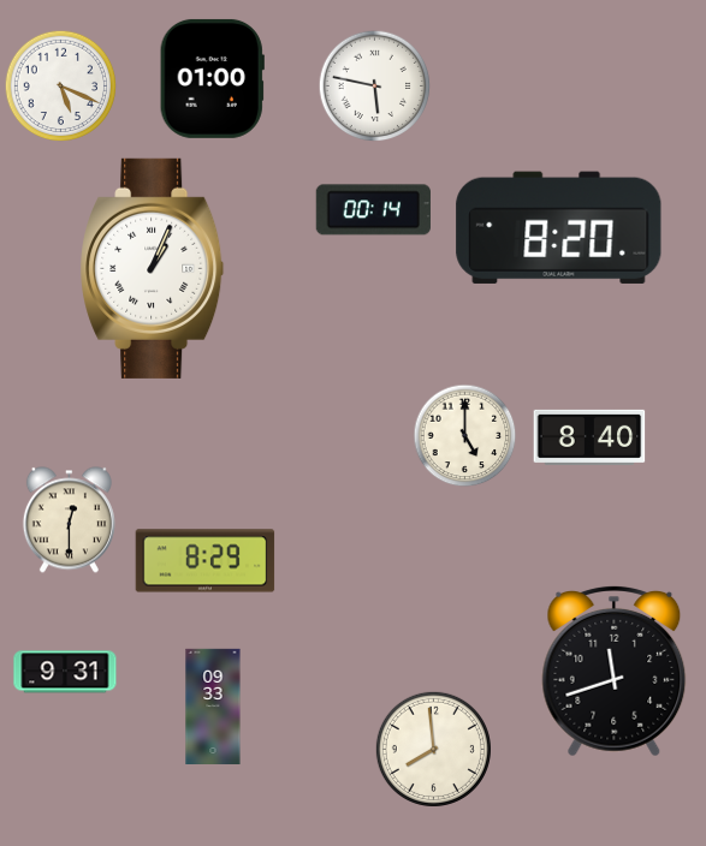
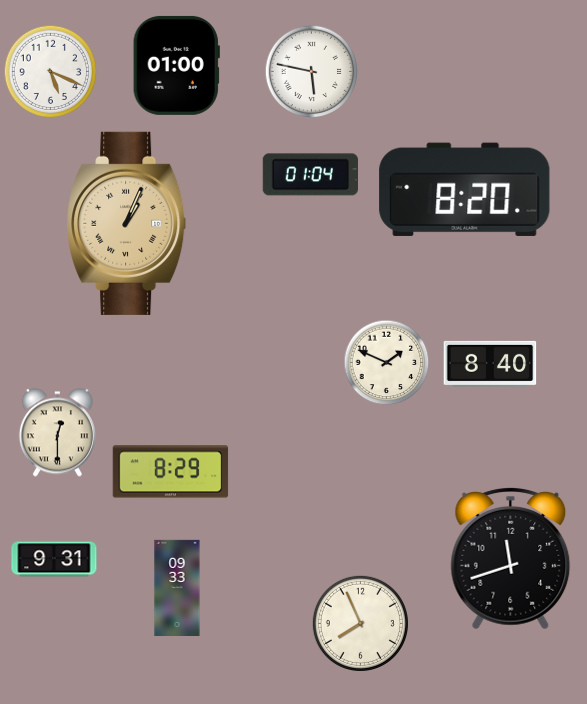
clock at (373, 210): 00:14 -> 01:04
clock at (153, 268) dial: white -> champagne
clock at (465, 436): 5:00 -> 1:49
clock at (206, 561) position: (206, 561) -> (171, 472)
clock at (433, 749): 7:59 -> 7:56
